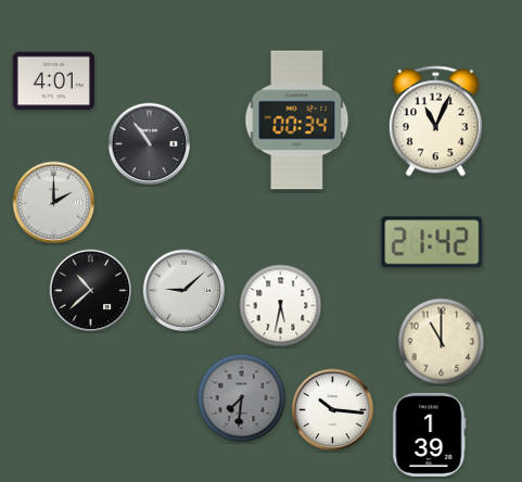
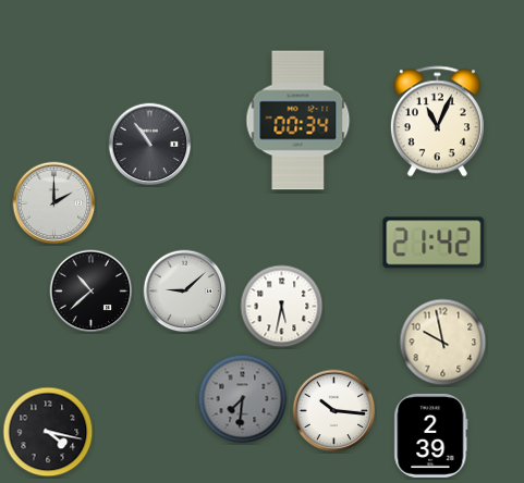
clock at (53, 81): 4:01 -> none
clock at (442, 342): 11:00 -> 9:58
clock at (48, 432): none -> 4:17
clock at (430, 434): 1:39 -> 2:39
